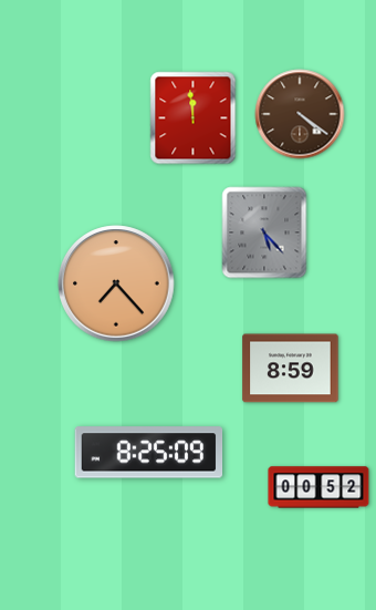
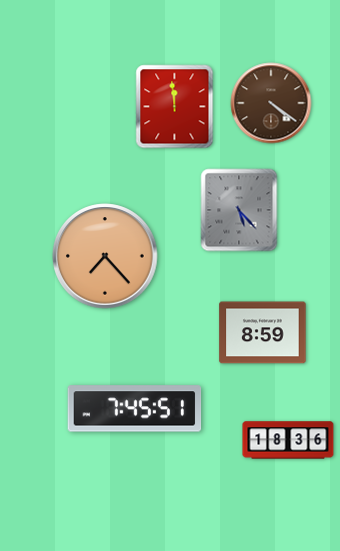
clock at (149, 453): 8:25 -> 7:45
clock at (318, 487): 00:52 -> 18:36
